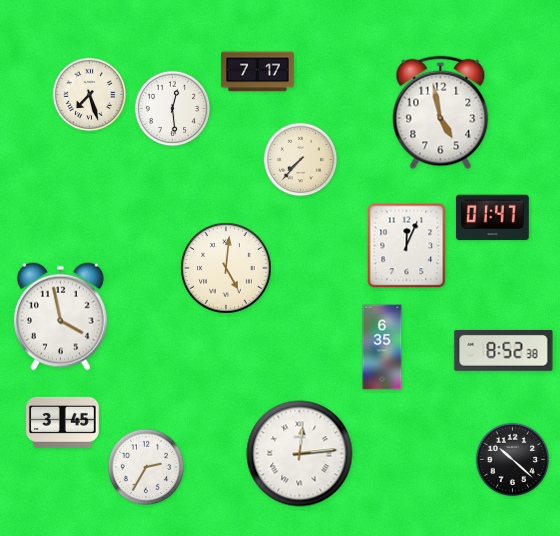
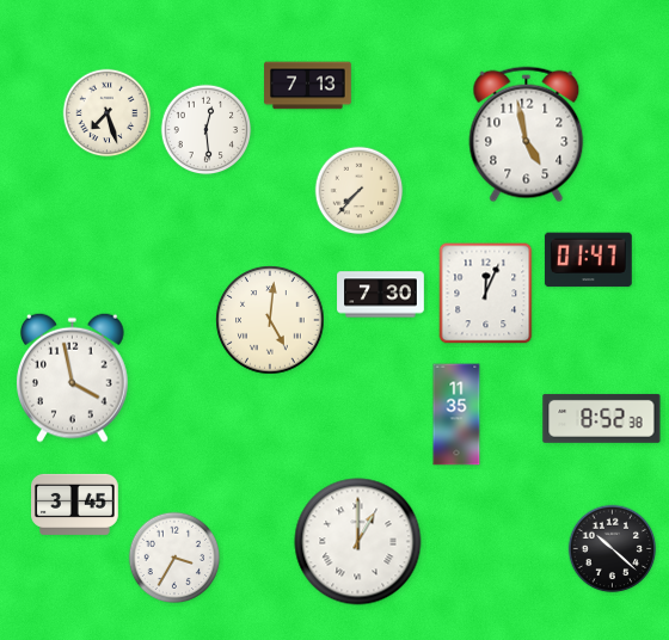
clock at (258, 72): 7:17 -> 7:13
clock at (381, 295): none -> 7:30
clock at (382, 347): 6:35 -> 11:35
clock at (300, 454): 12:14 -> 1:00
clock at (146, 467): 2:35 -> 3:35
